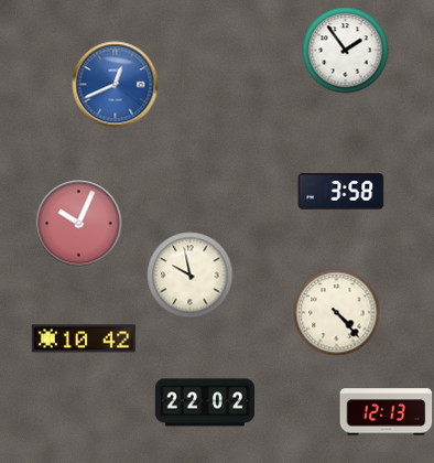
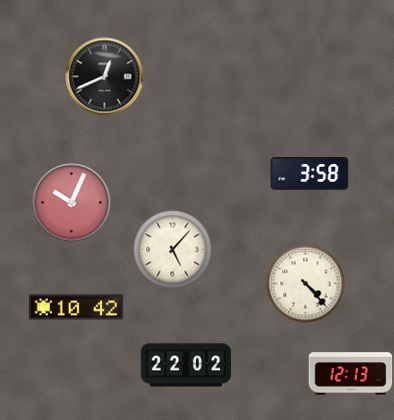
clock at (345, 50): 1:54 -> none
clock at (115, 84) dial: blue -> black
clock at (189, 274): 9:58 -> 5:07
